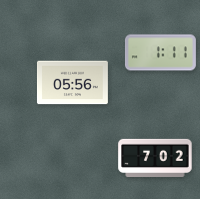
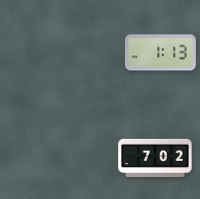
clock at (160, 53): 1:11 -> 1:13
clock at (72, 83): 05:56 -> none
